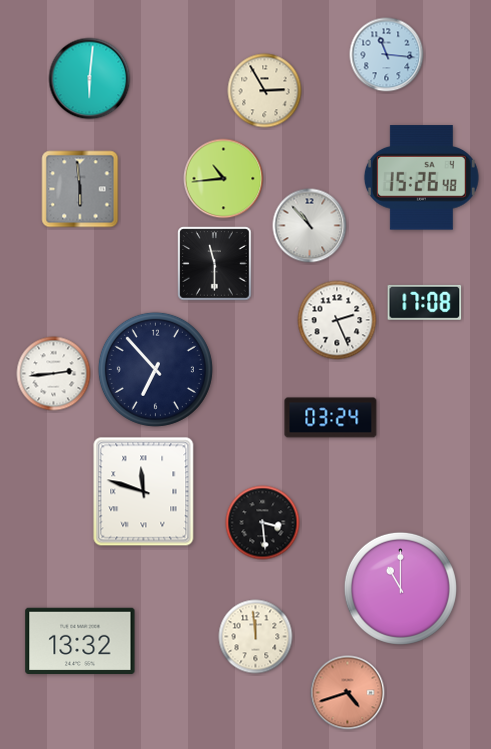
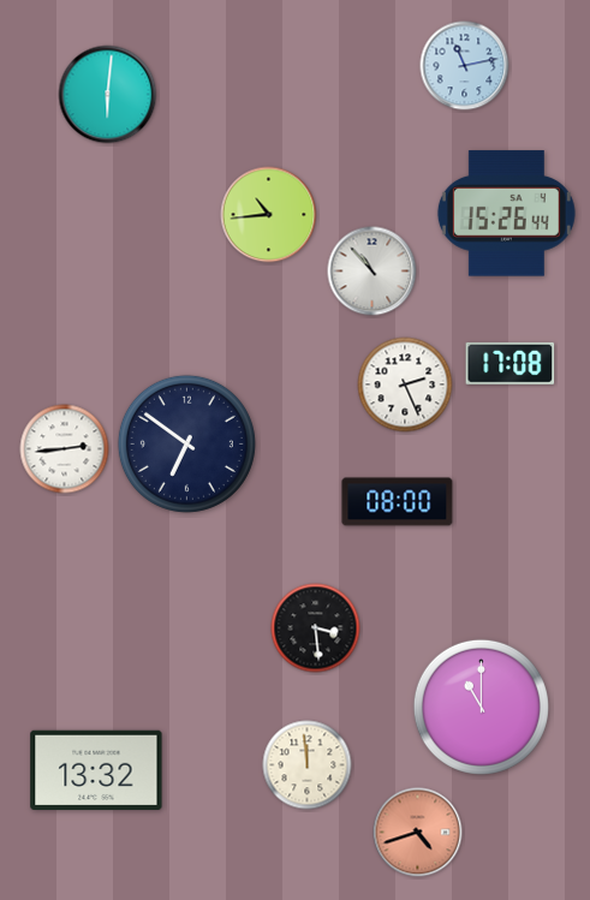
clock at (387, 55): 11:16 -> 11:13
clock at (265, 91): 2:55 -> none
clock at (421, 178): 15:26:48 -> 15:26:44
clock at (80, 189): 5:59 -> none
clock at (215, 264): 11:30 -> none
clock at (155, 369): 6:53 -> 6:51
clock at (331, 418): 03:24 -> 08:00
clock at (144, 492): 11:48 -> none
